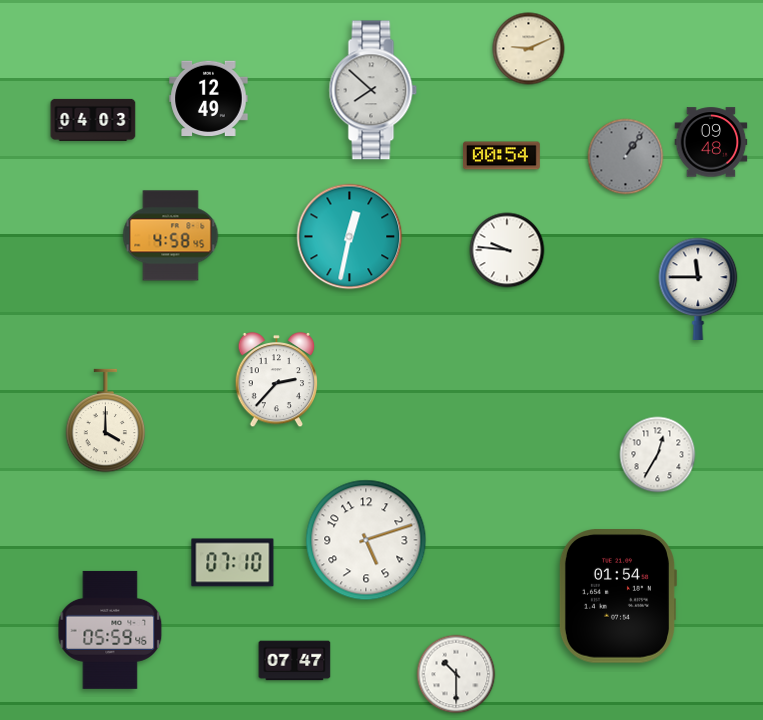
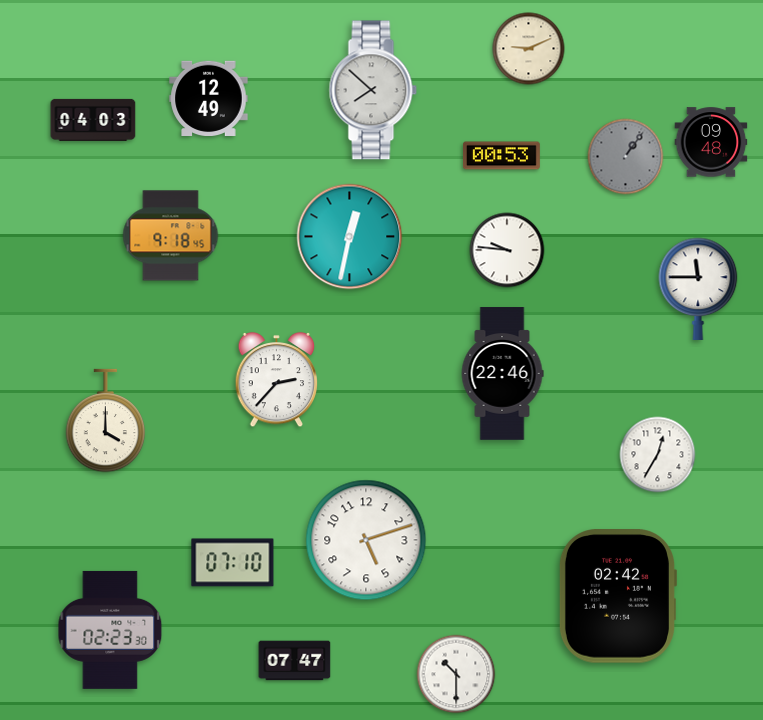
clock at (502, 156): 00:54 -> 00:53
clock at (171, 236): 4:58 -> 9:18
clock at (502, 374): none -> 22:46
clock at (617, 596): 01:54 -> 02:42
clock at (110, 630): 05:59 -> 02:23
